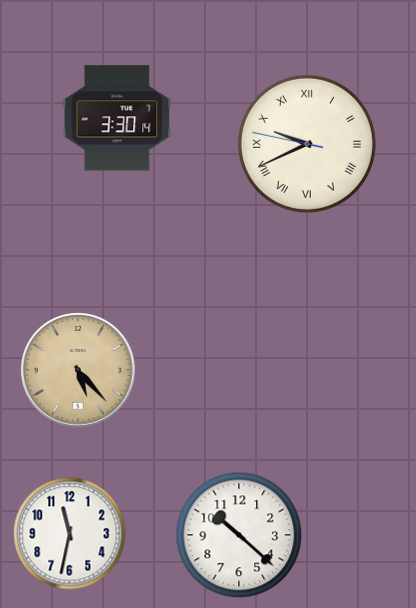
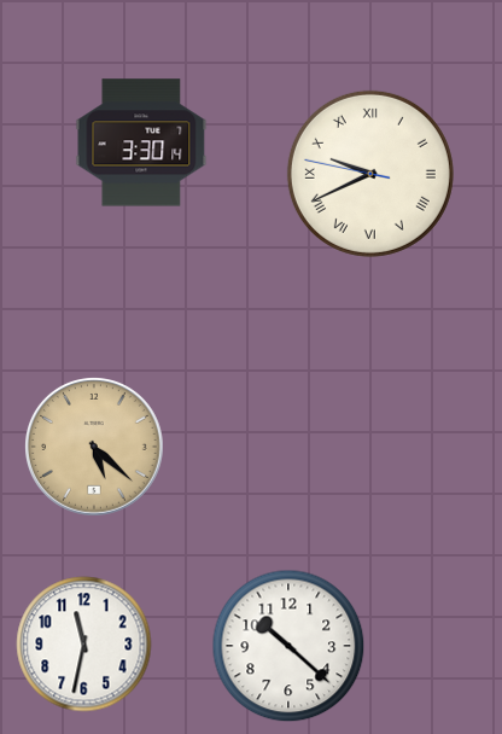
clock at (79, 371): 5:23 -> 5:22
